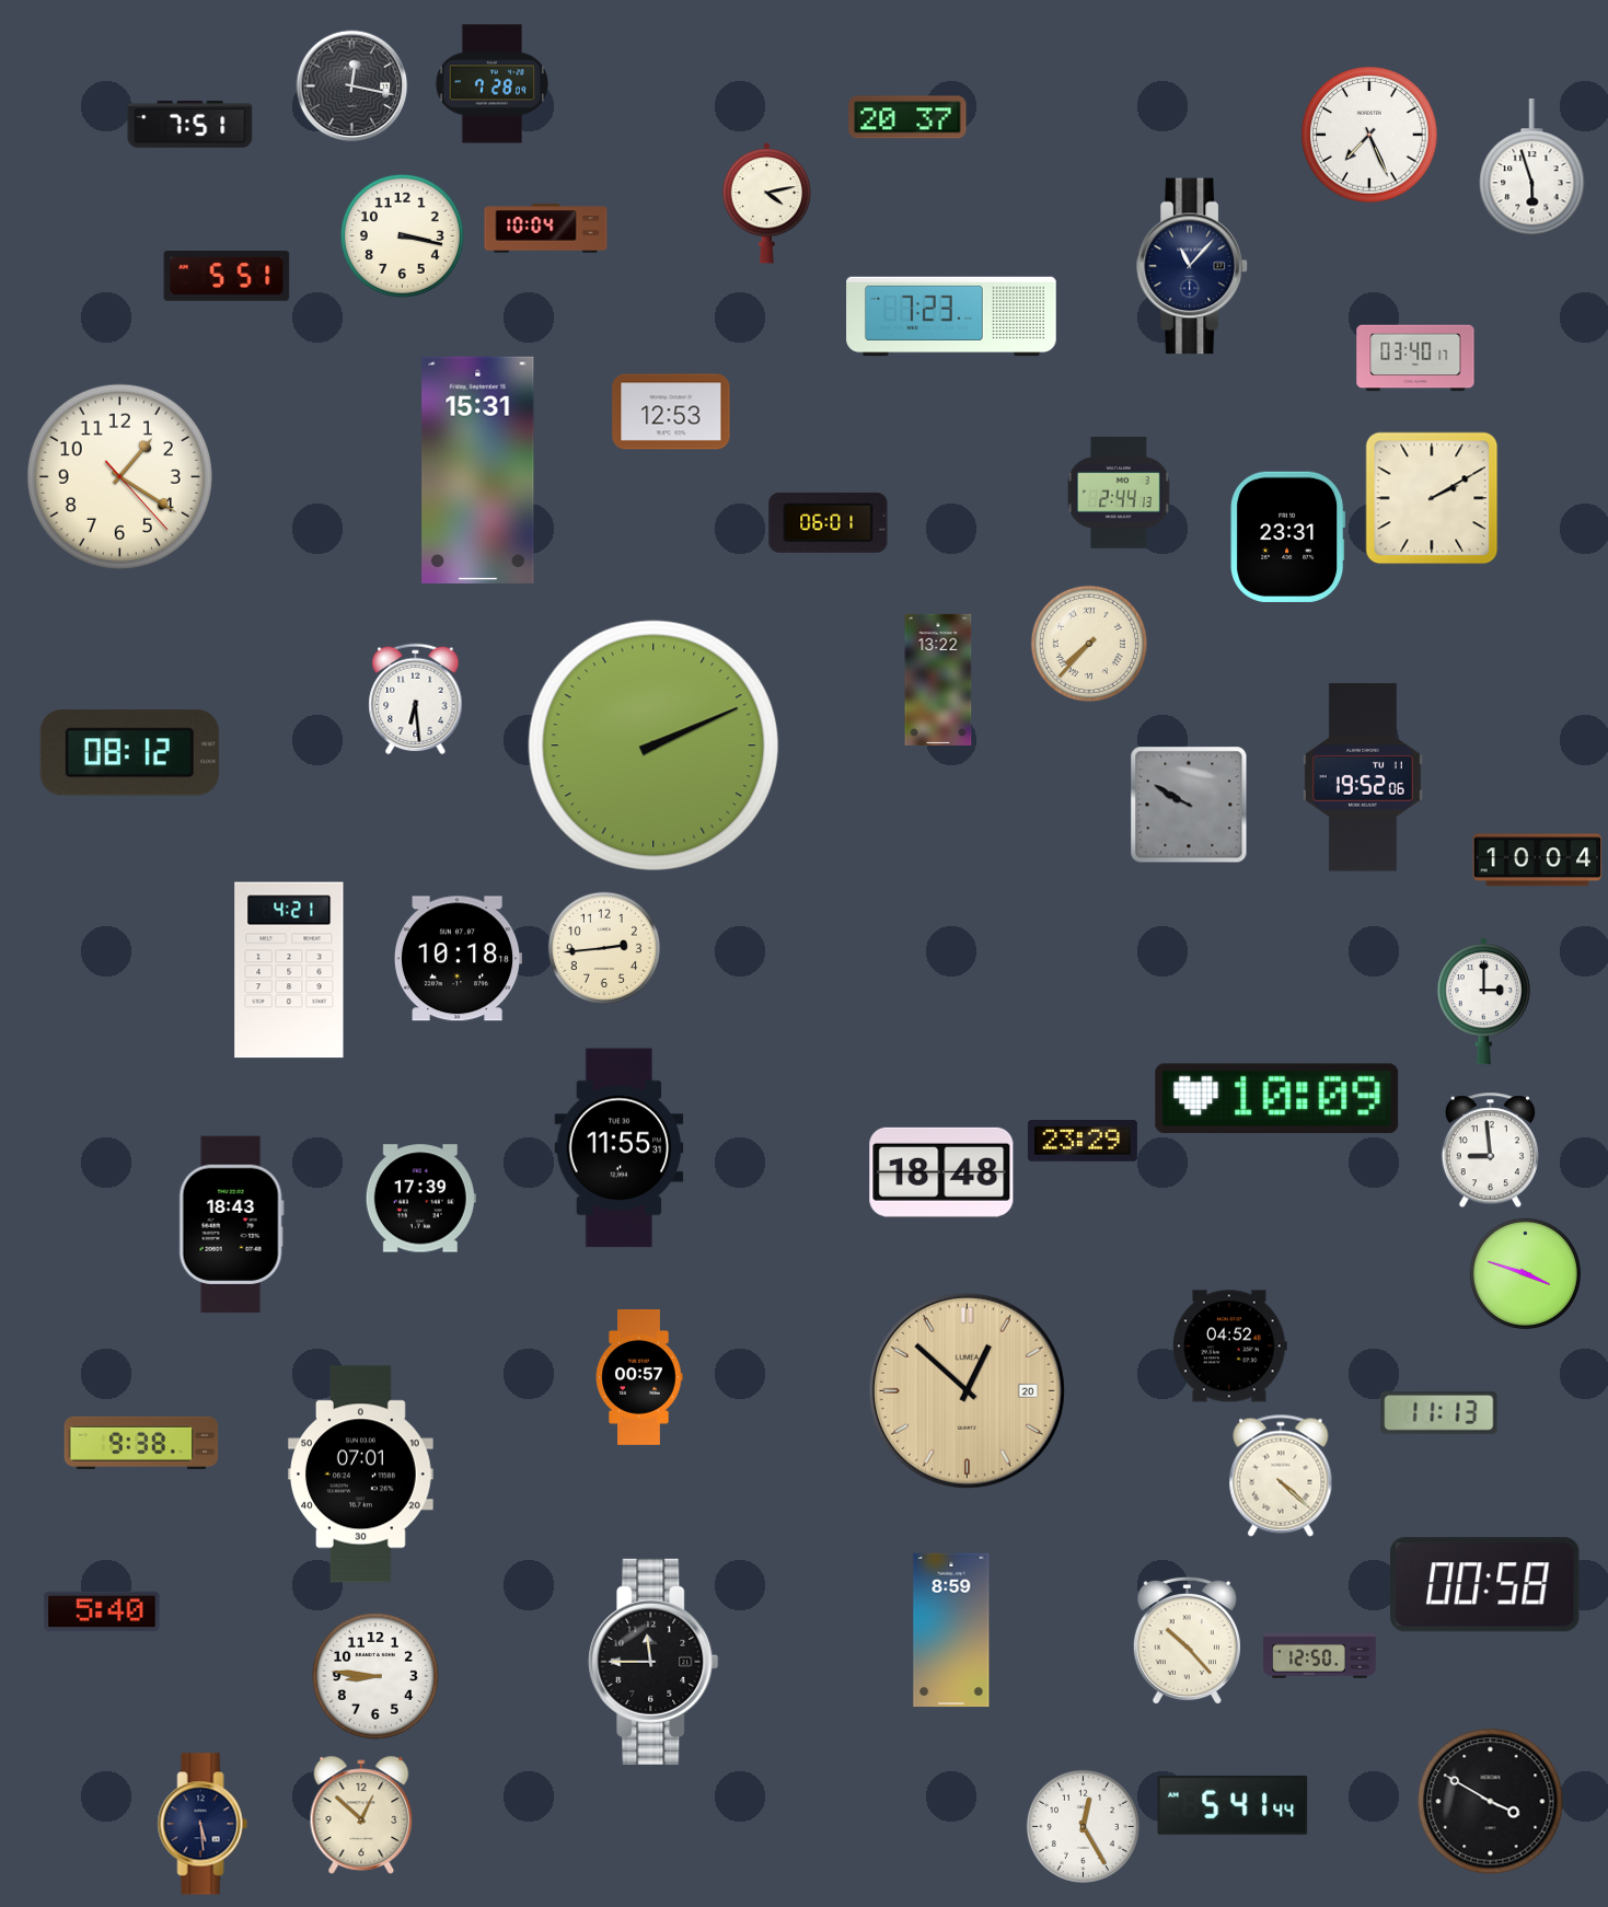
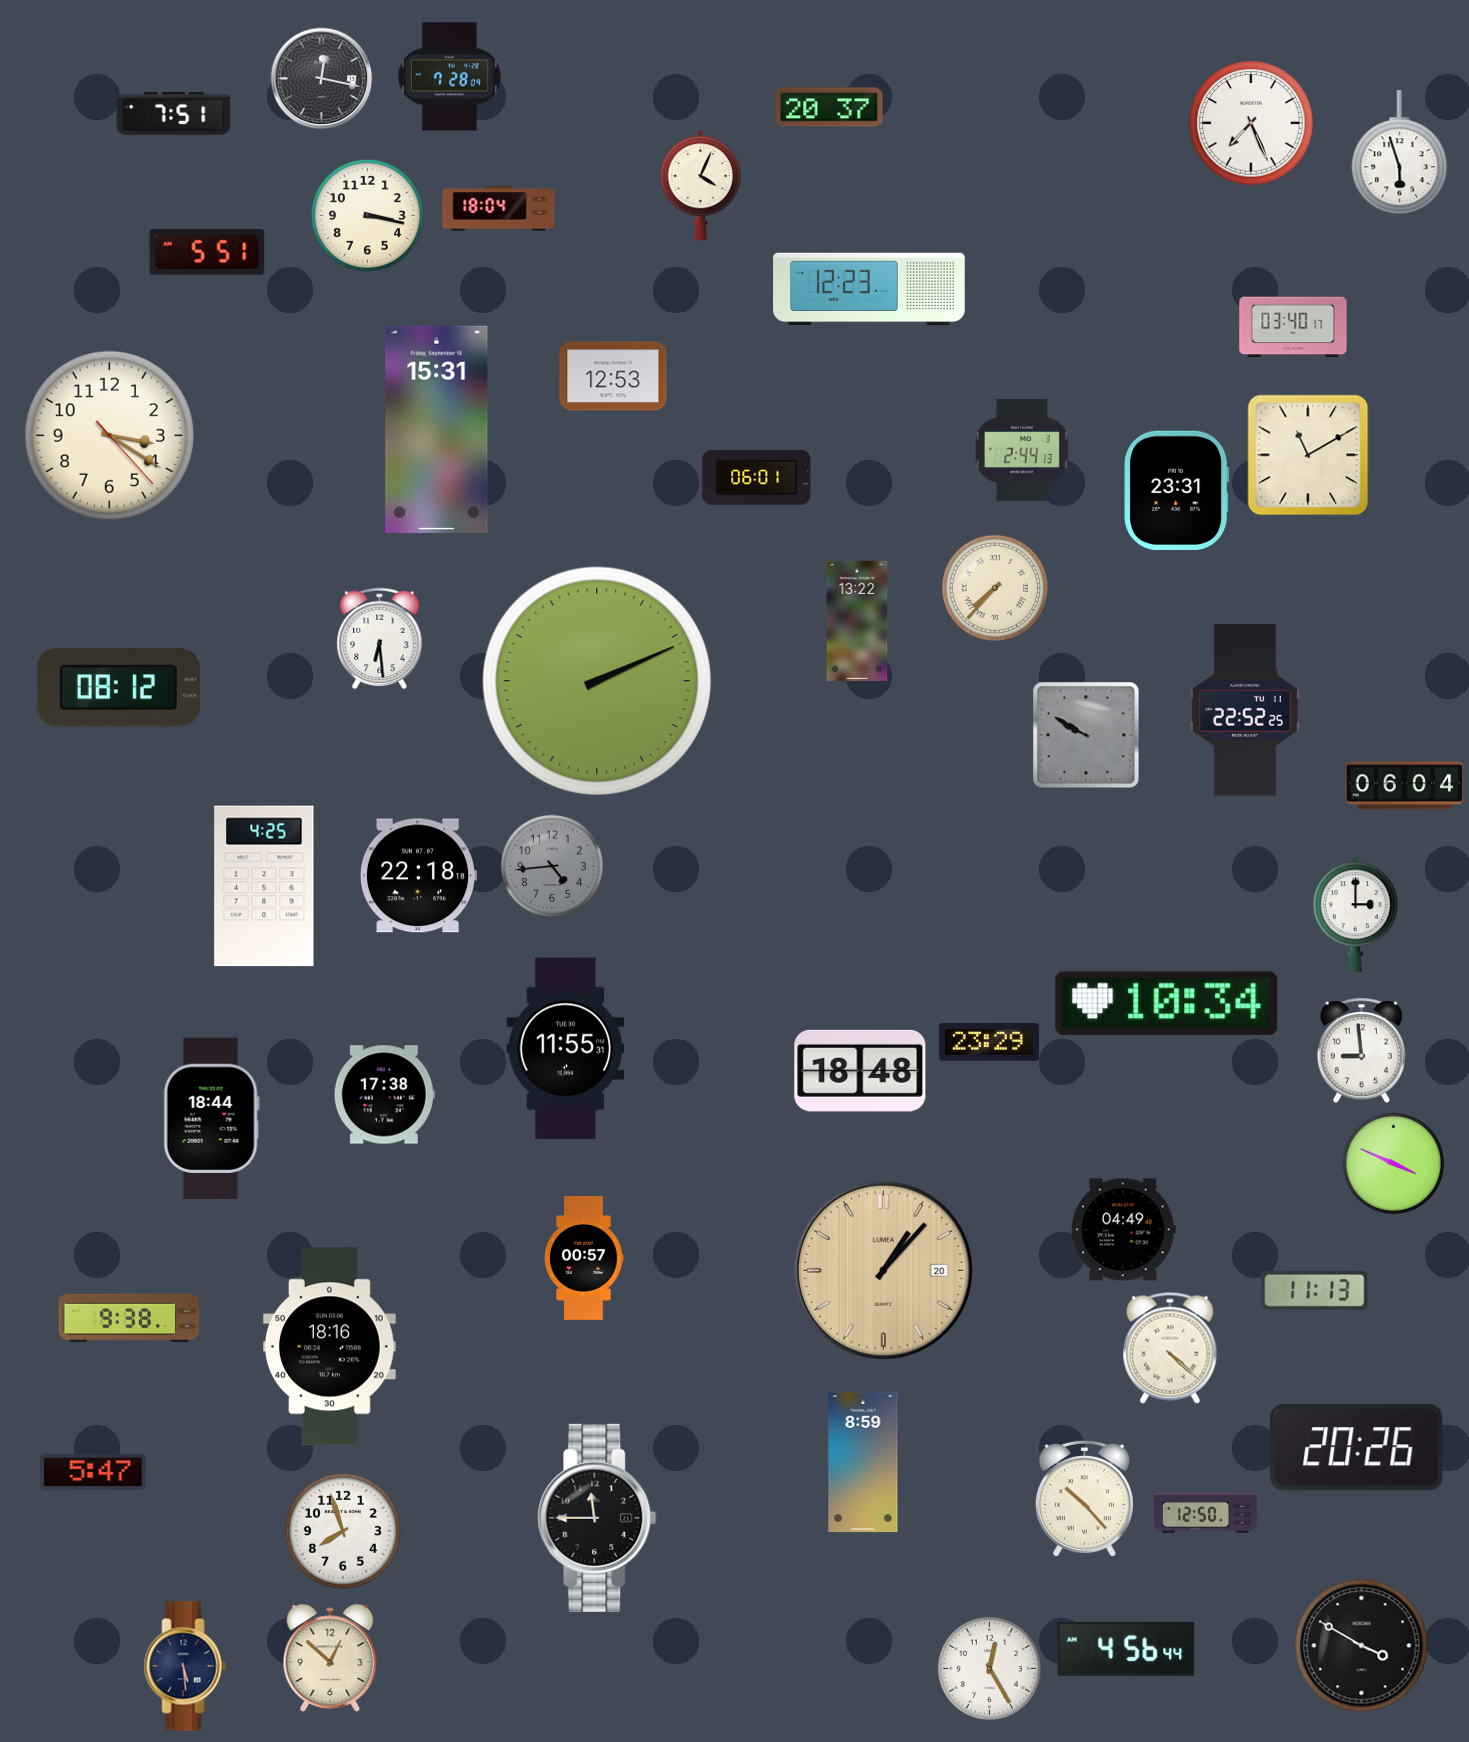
clock at (767, 204): 4:13 -> 4:04
clock at (546, 229): 10:04 -> 18:04
clock at (1192, 266): 11:07 -> none
clock at (951, 316): 7:23 -> 12:23
clock at (119, 476): 1:20 -> 3:20
clock at (1432, 498): 2:10 -> 11:10
clock at (1363, 777): 19:52 -> 22:52
clock at (1538, 860): 10:04 -> 06:04
clock at (604, 948): 2:44 -> 4:44
clock at (604, 948) dial: cream -> grey
clock at (458, 959): 10:18 -> 22:18
clock at (289, 970): 4:21 -> 4:25
clock at (1277, 1099): 10:09 -> 10:34
clock at (420, 1199): 17:39 -> 17:38
clock at (231, 1225): 18:43 -> 18:44
clock at (1525, 1273): 3:48 -> 3:49
clock at (1229, 1347): 04:52 -> 04:49
clock at (967, 1390): 12:52 -> 1:07
clock at (361, 1475): 07:01 -> 18:16
clock at (1485, 1585): 00:58 -> 20:26
clock at (102, 1611): 5:40 -> 5:47
clock at (951, 1630) position: (951, 1630) -> (863, 1462)
clock at (377, 1677): 8:46 -> 7:57
clock at (1233, 1805): 5:41 -> 4:56
